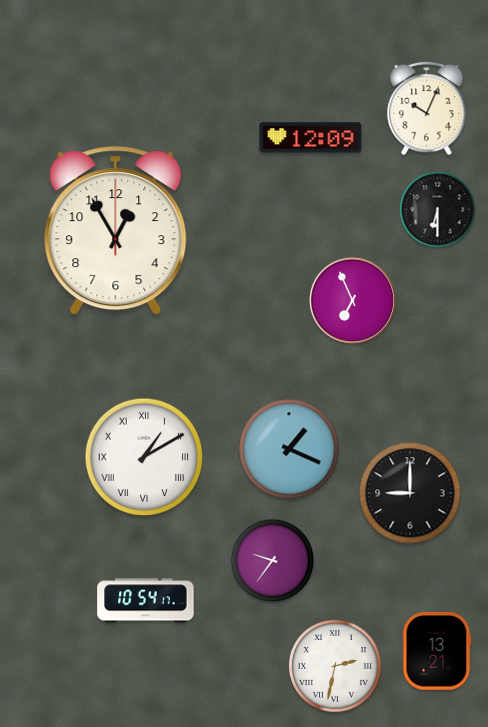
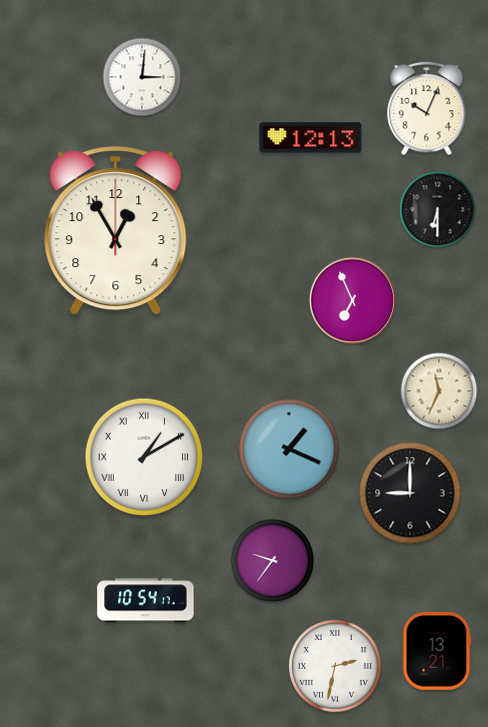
clock at (142, 77): none -> 3:01
clock at (311, 138): 12:09 -> 12:13
clock at (439, 391): none -> 11:34
